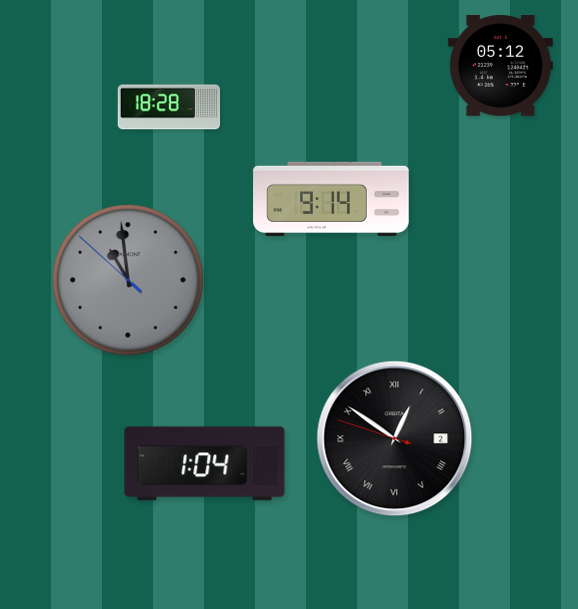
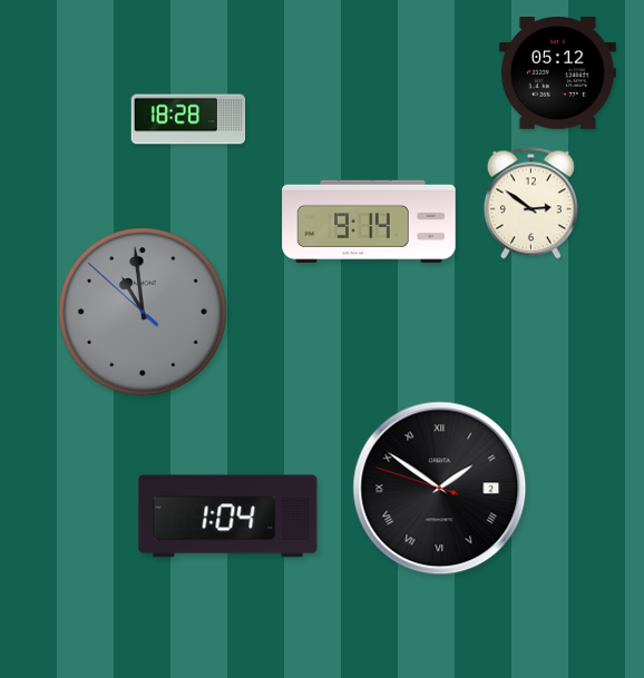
clock at (530, 204): none -> 2:51
clock at (395, 439): 12:50 -> 1:50
